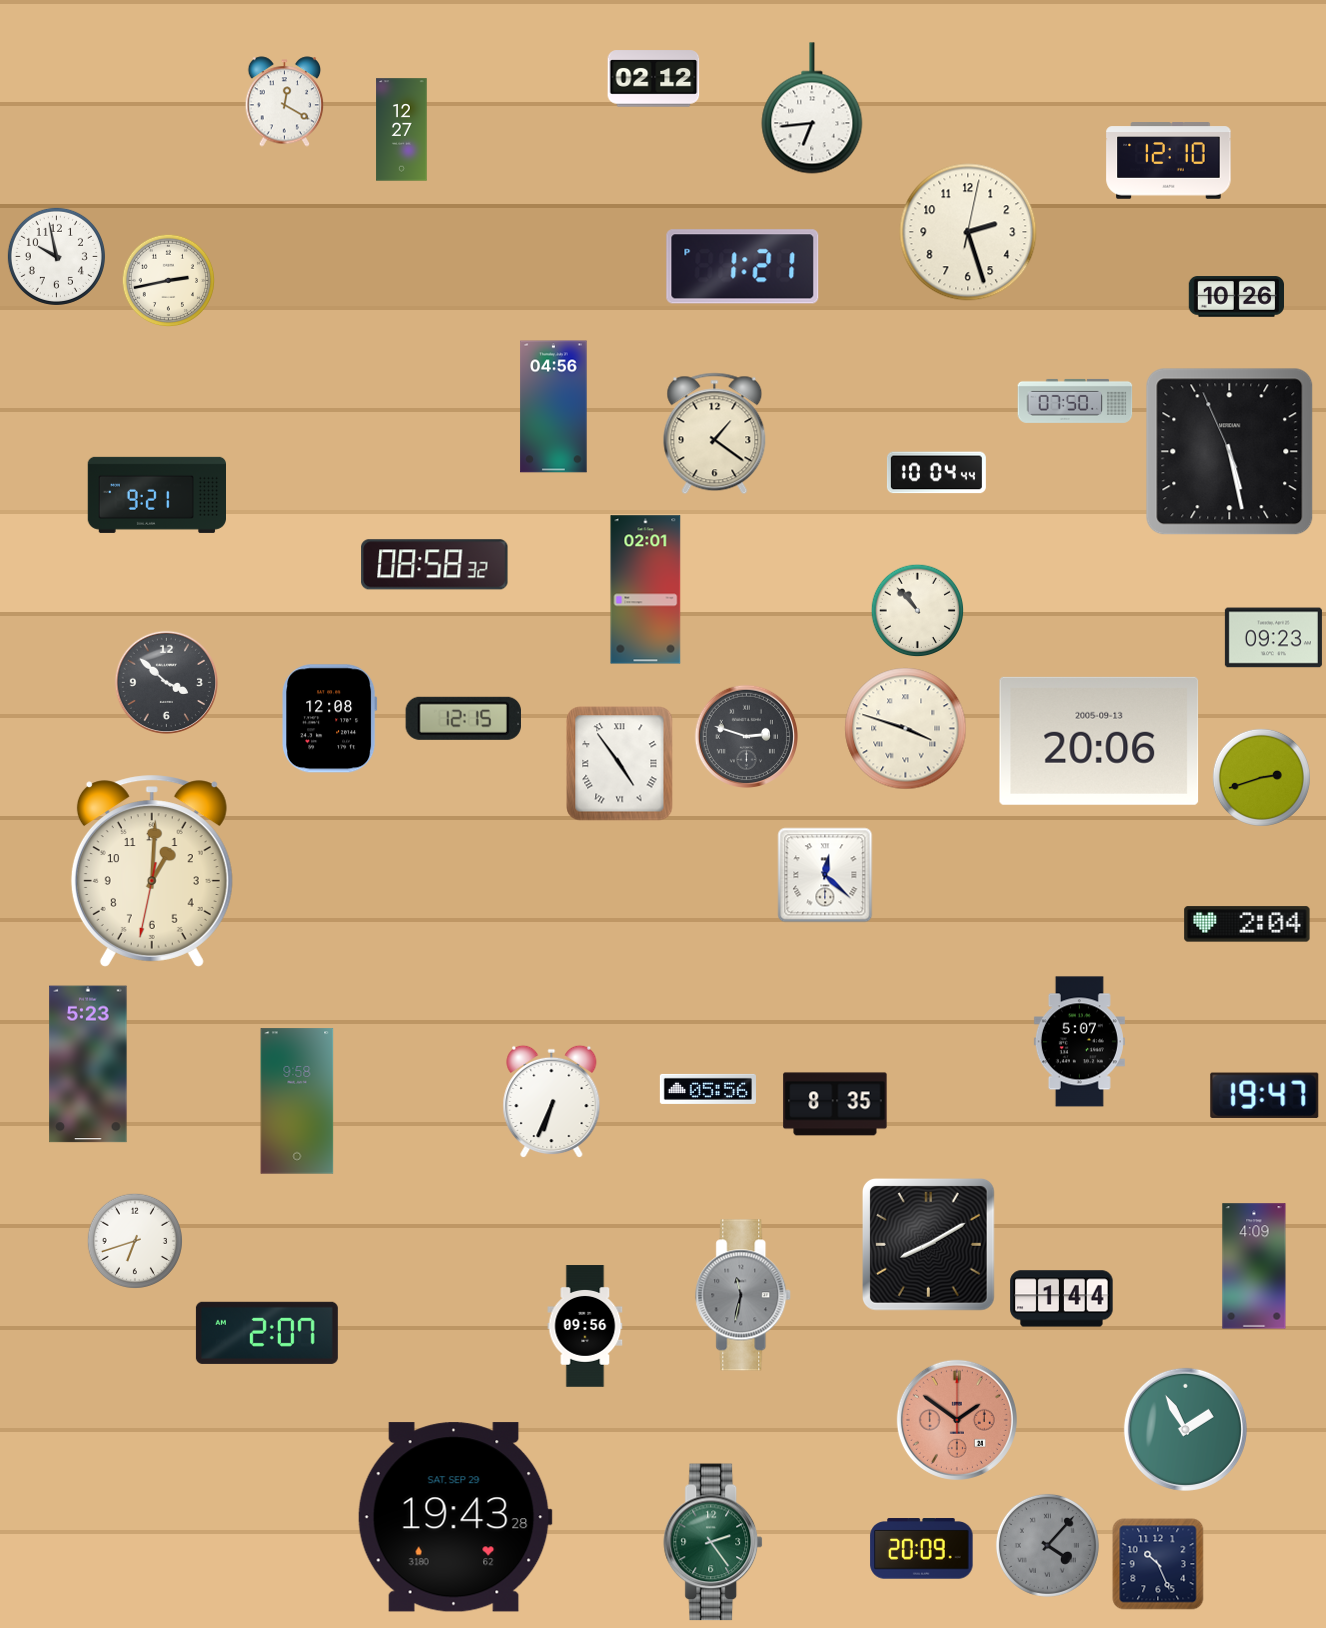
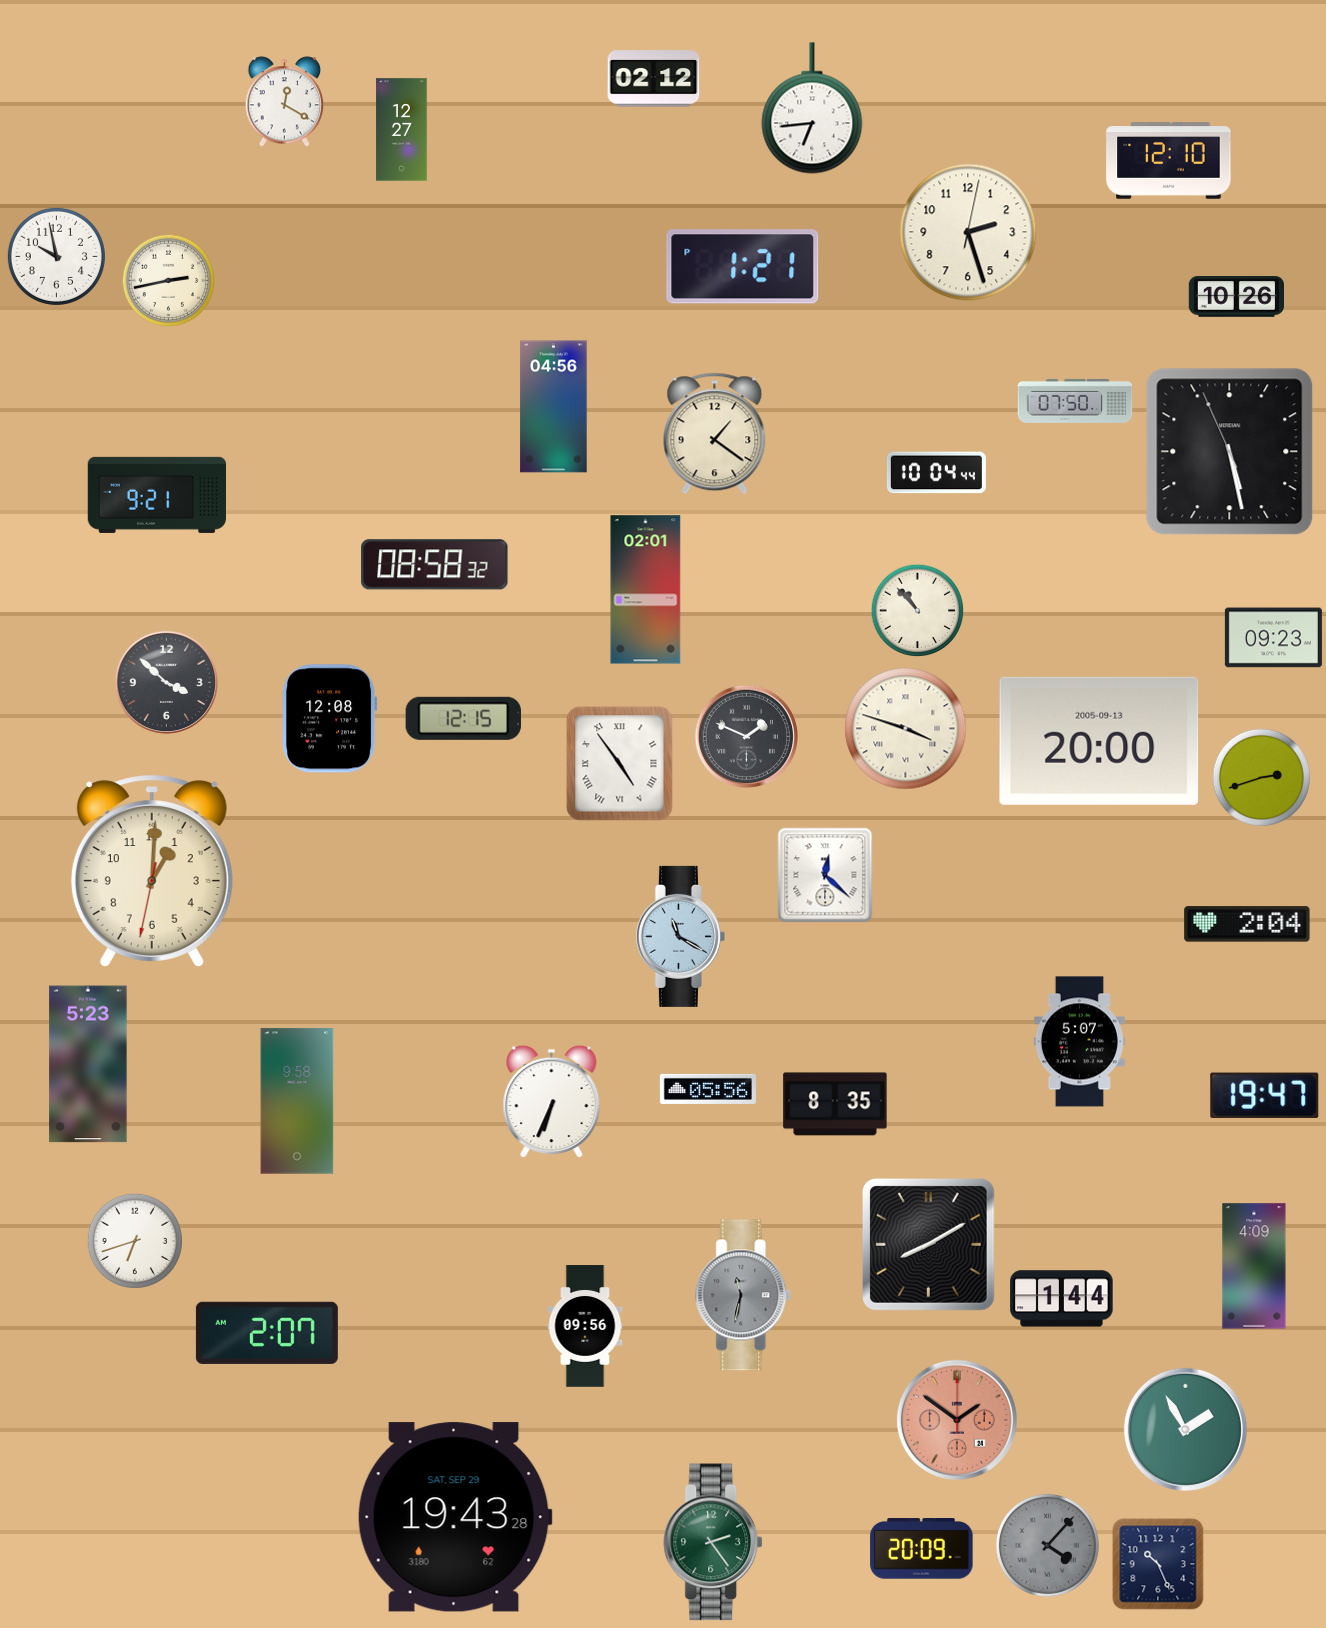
clock at (746, 736): 2:48 -> 1:49
clock at (1099, 741): 20:06 -> 20:00
clock at (680, 936): none -> 11:20
